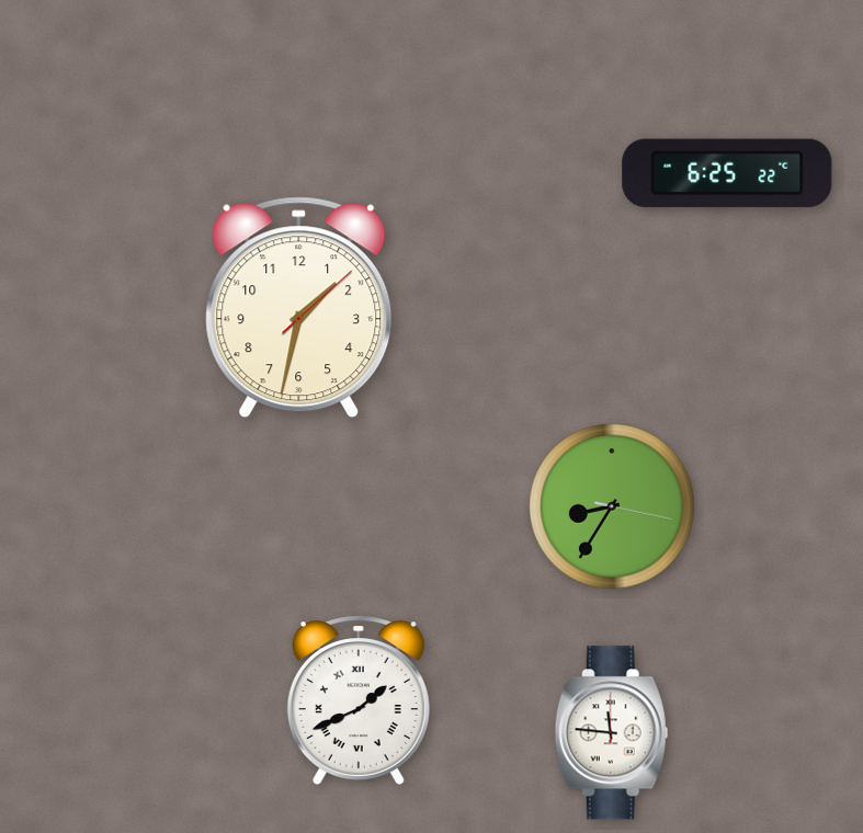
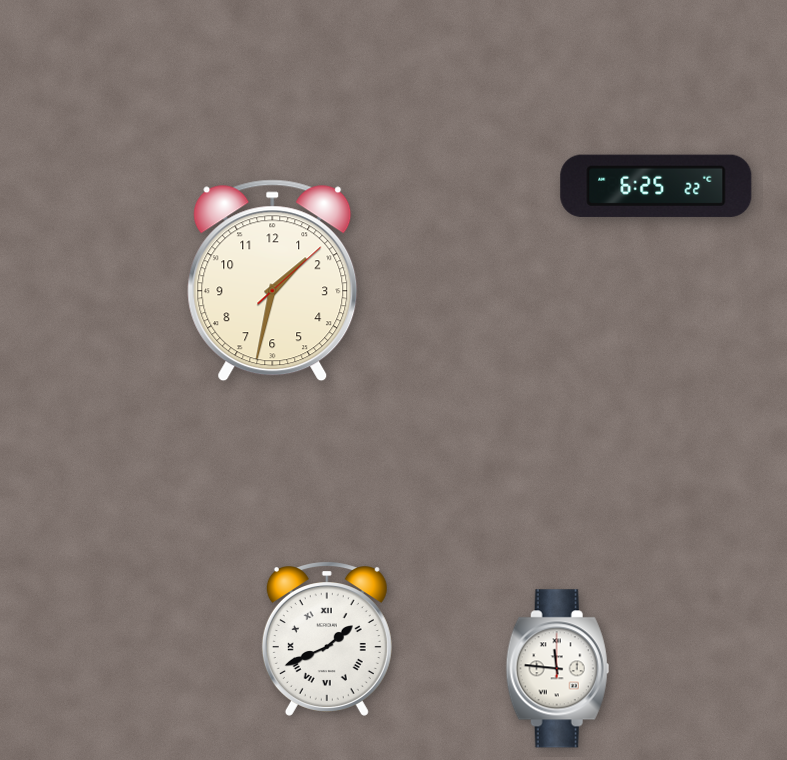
clock at (727, 173) position: (727, 173) -> (656, 186)
clock at (612, 506): 8:35 -> none
